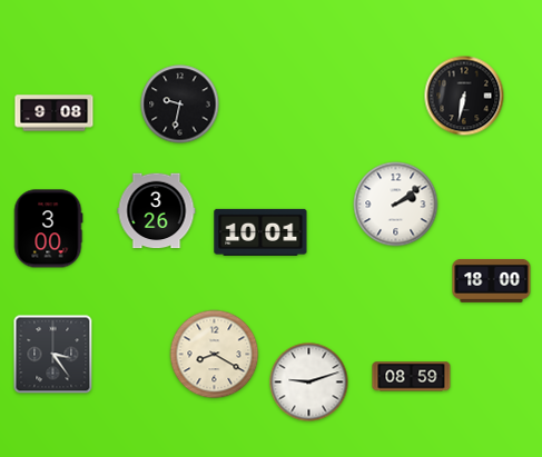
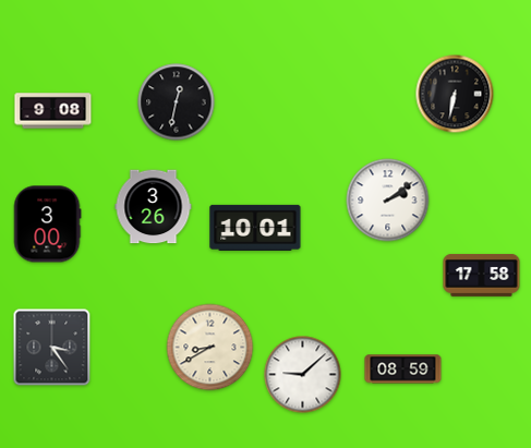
clock at (180, 105): 9:32 -> 12:32
clock at (492, 280): 18:00 -> 17:58
clock at (215, 355): 8:20 -> 8:40
clock at (309, 383): 9:12 -> 9:08
